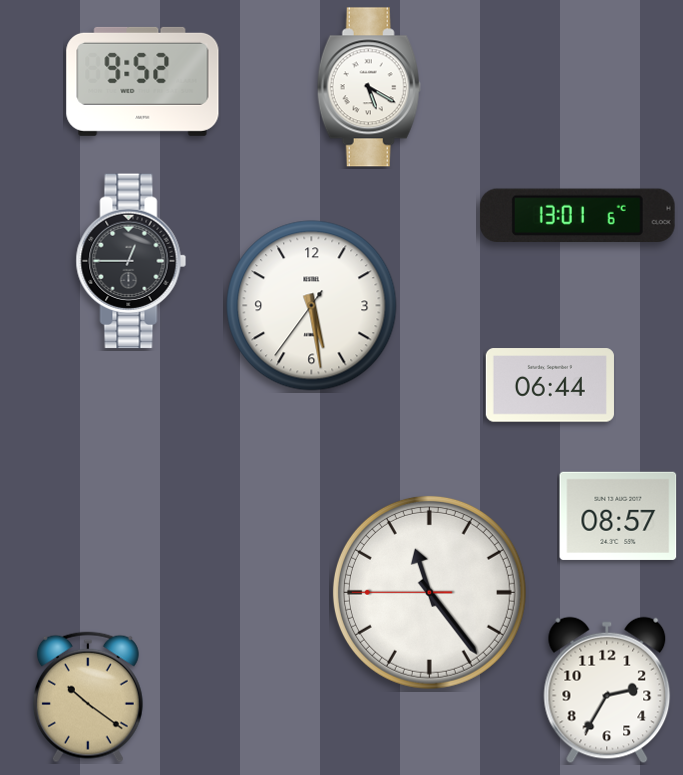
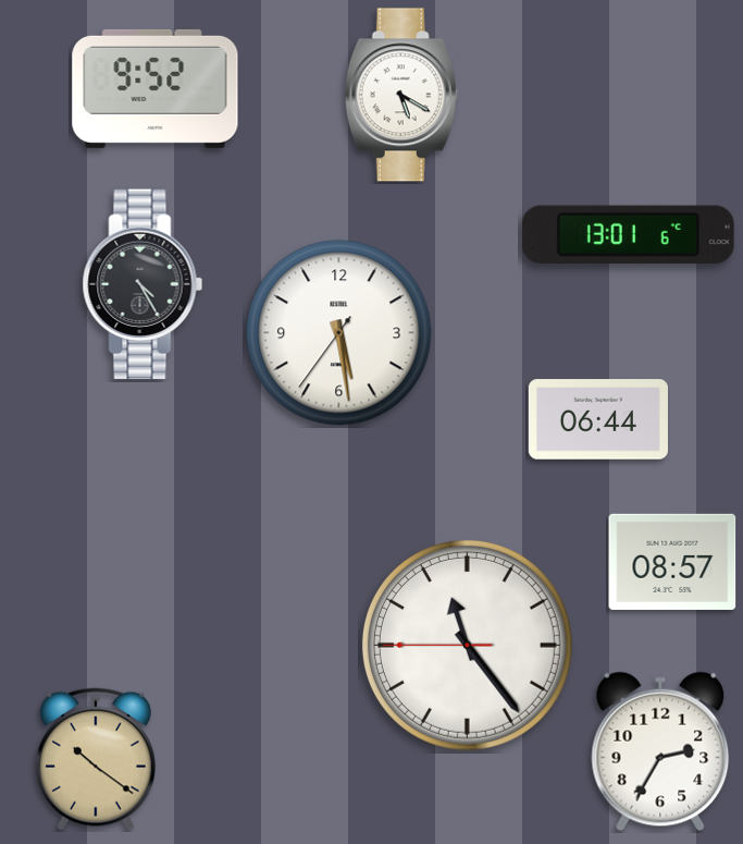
clock at (131, 261): 12:45 -> 4:25
